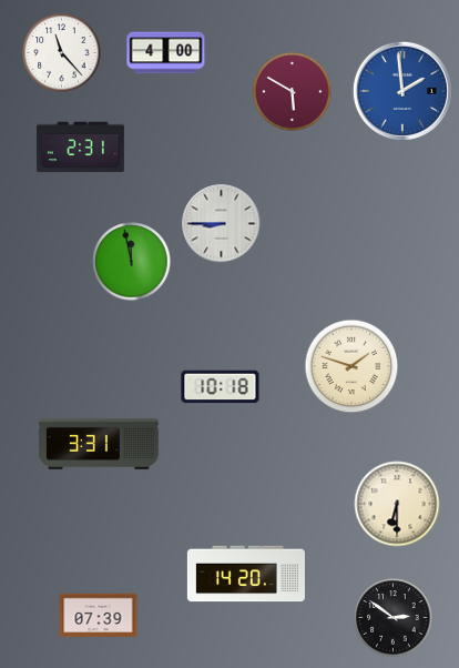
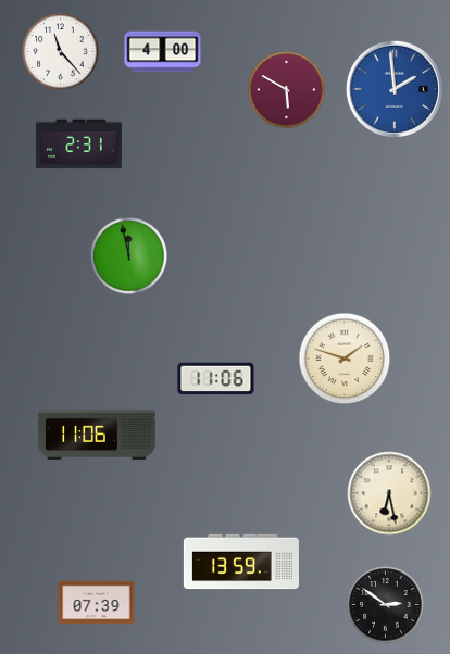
clock at (222, 224): 8:45 -> none
clock at (221, 387): 10:18 -> 11:06
clock at (99, 444): 3:31 -> 11:06
clock at (397, 504): 6:30 -> 6:28
clock at (246, 574): 14:20 -> 13:59
